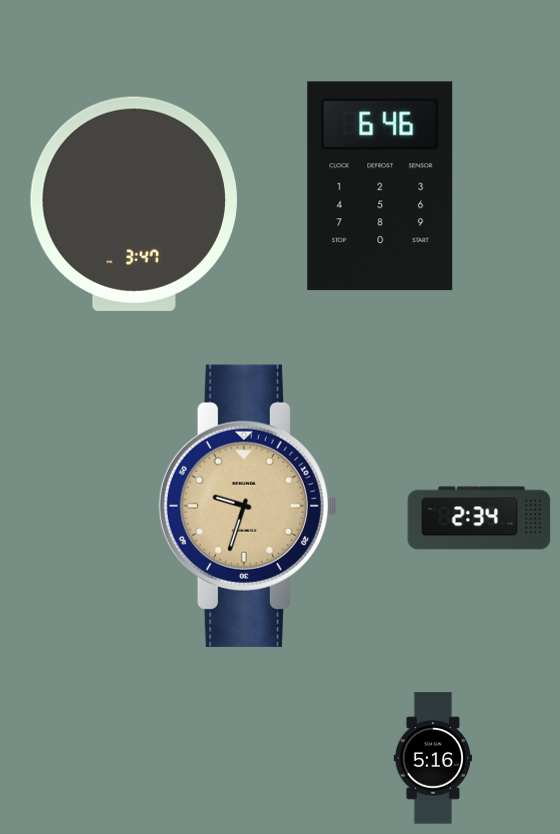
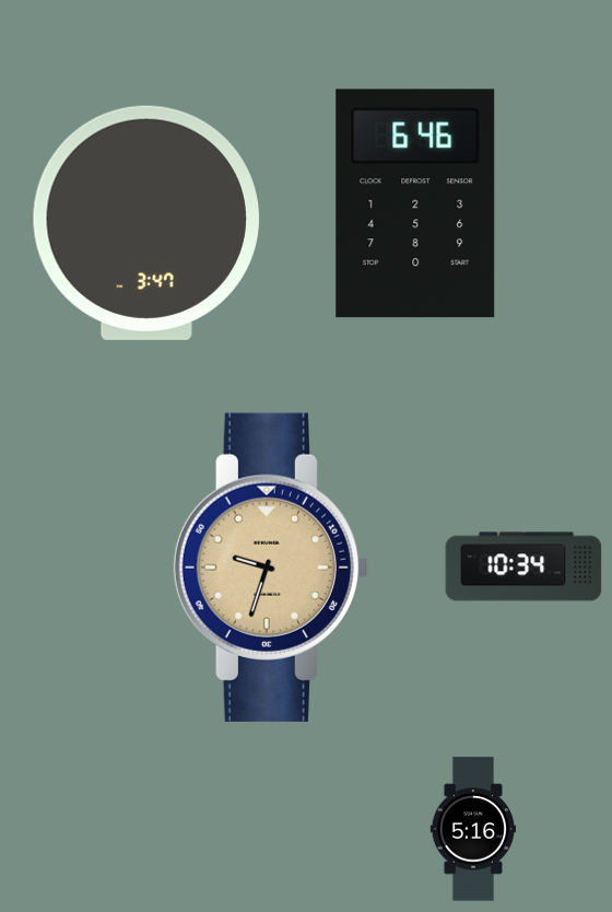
clock at (248, 506) position: (248, 506) -> (271, 568)
clock at (479, 518): 2:34 -> 10:34
